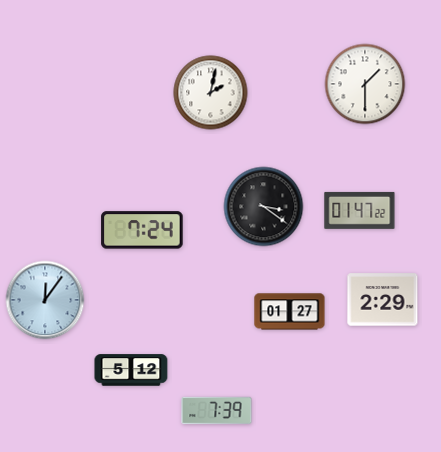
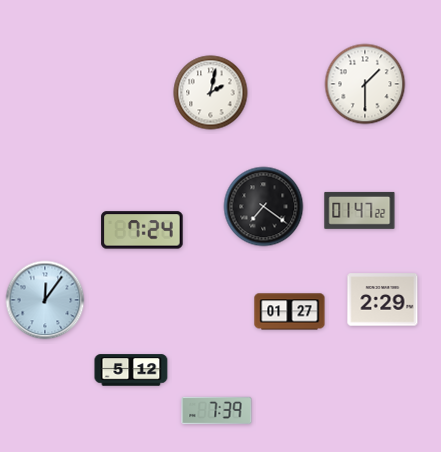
clock at (264, 207): 3:21 -> 7:21
